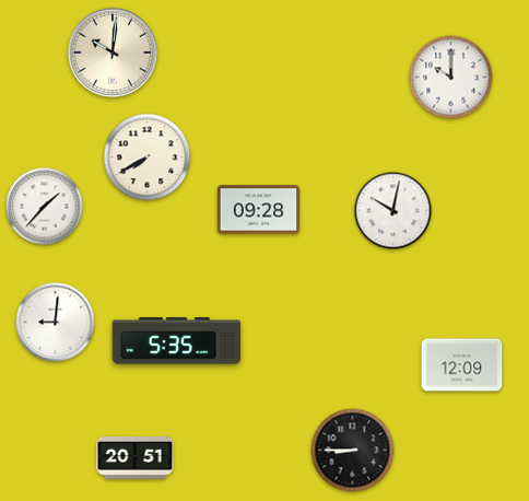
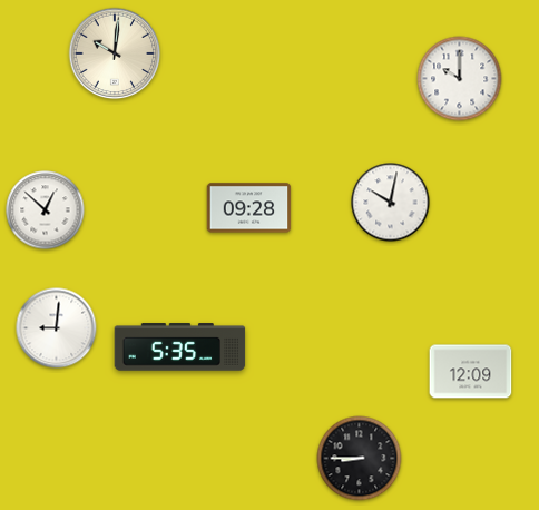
clock at (148, 158): 7:40 -> none
clock at (45, 207): 1:37 -> 12:52
clock at (259, 210) position: (259, 210) -> (249, 208)
clock at (393, 211) position: (393, 211) -> (391, 203)
clock at (136, 458): 20:51 -> none
